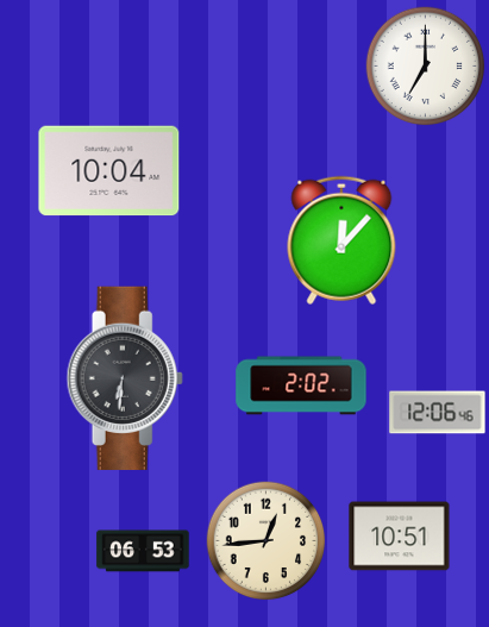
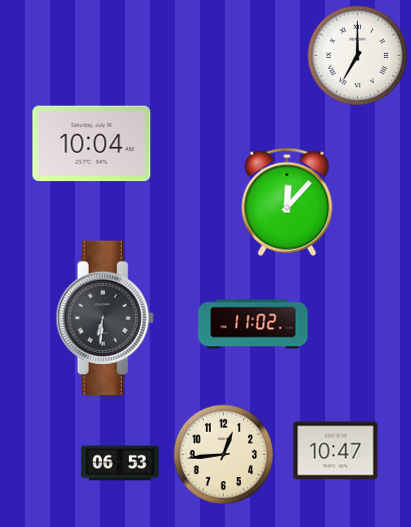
clock at (301, 385): 2:02 -> 11:02
clock at (438, 413): 12:06 -> none
clock at (400, 537): 10:51 -> 10:47
